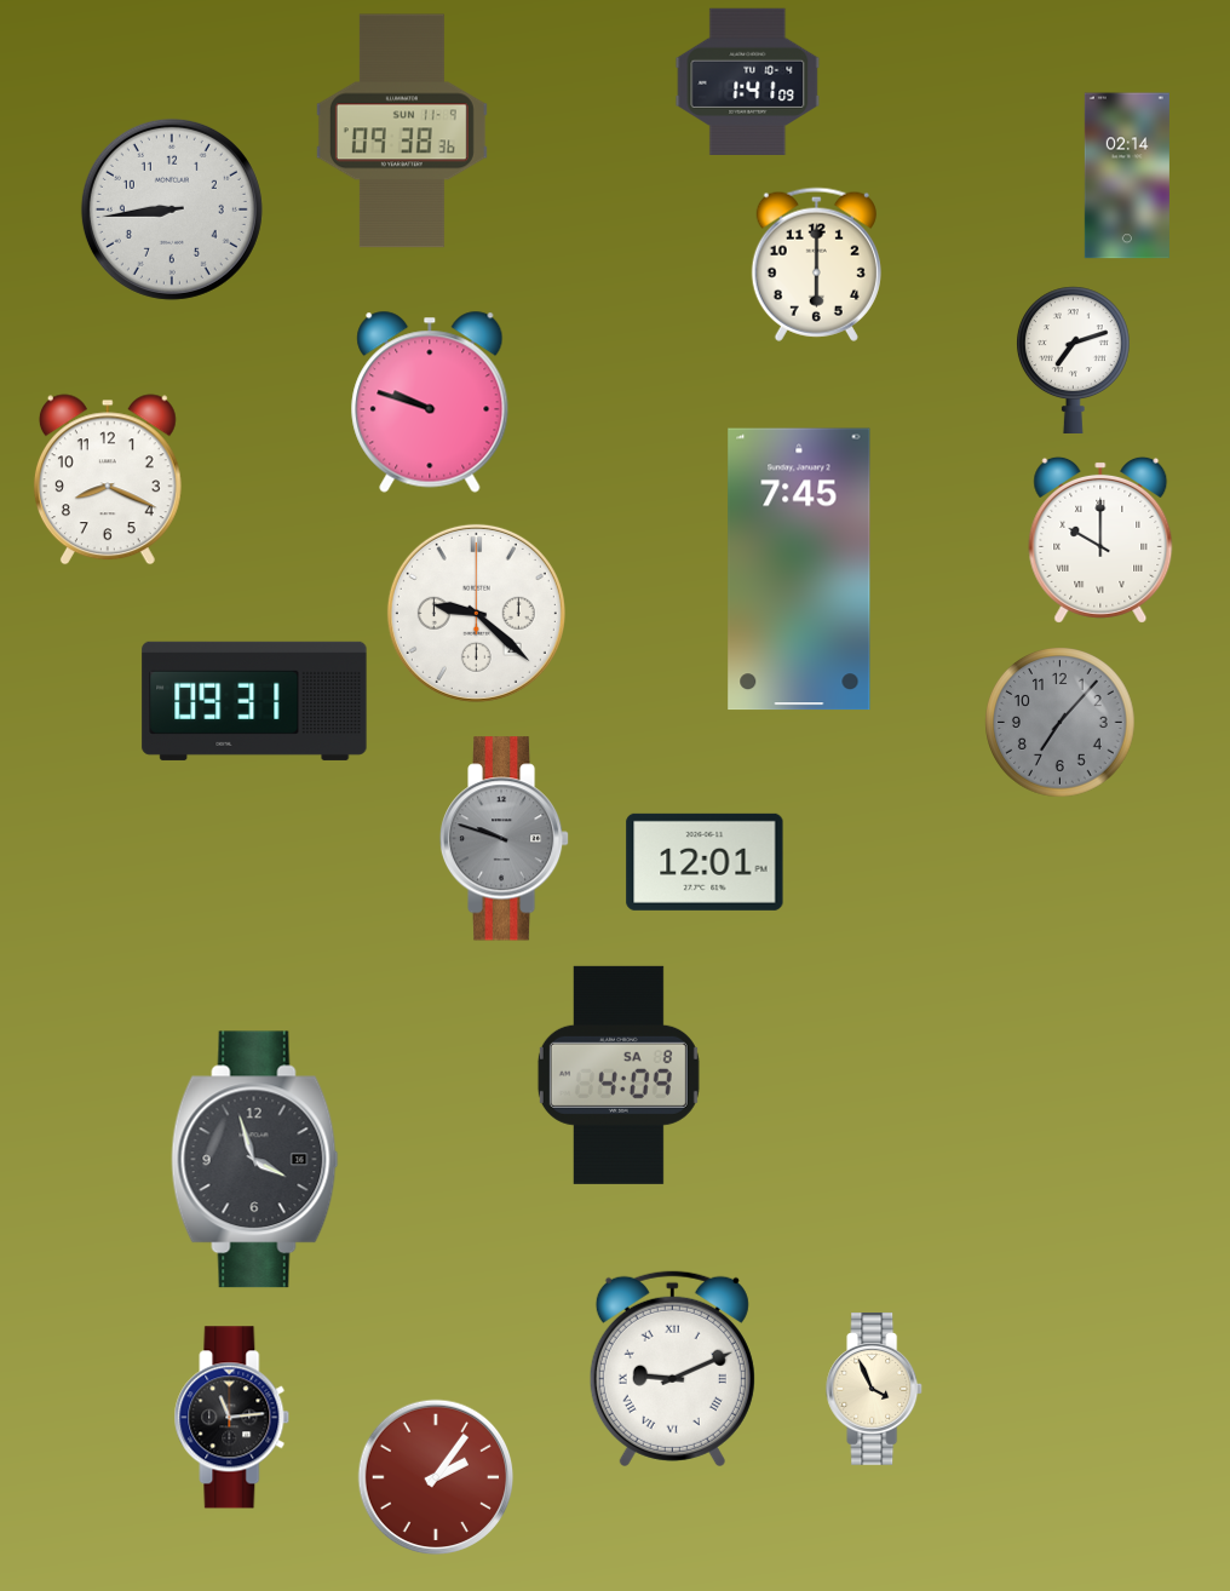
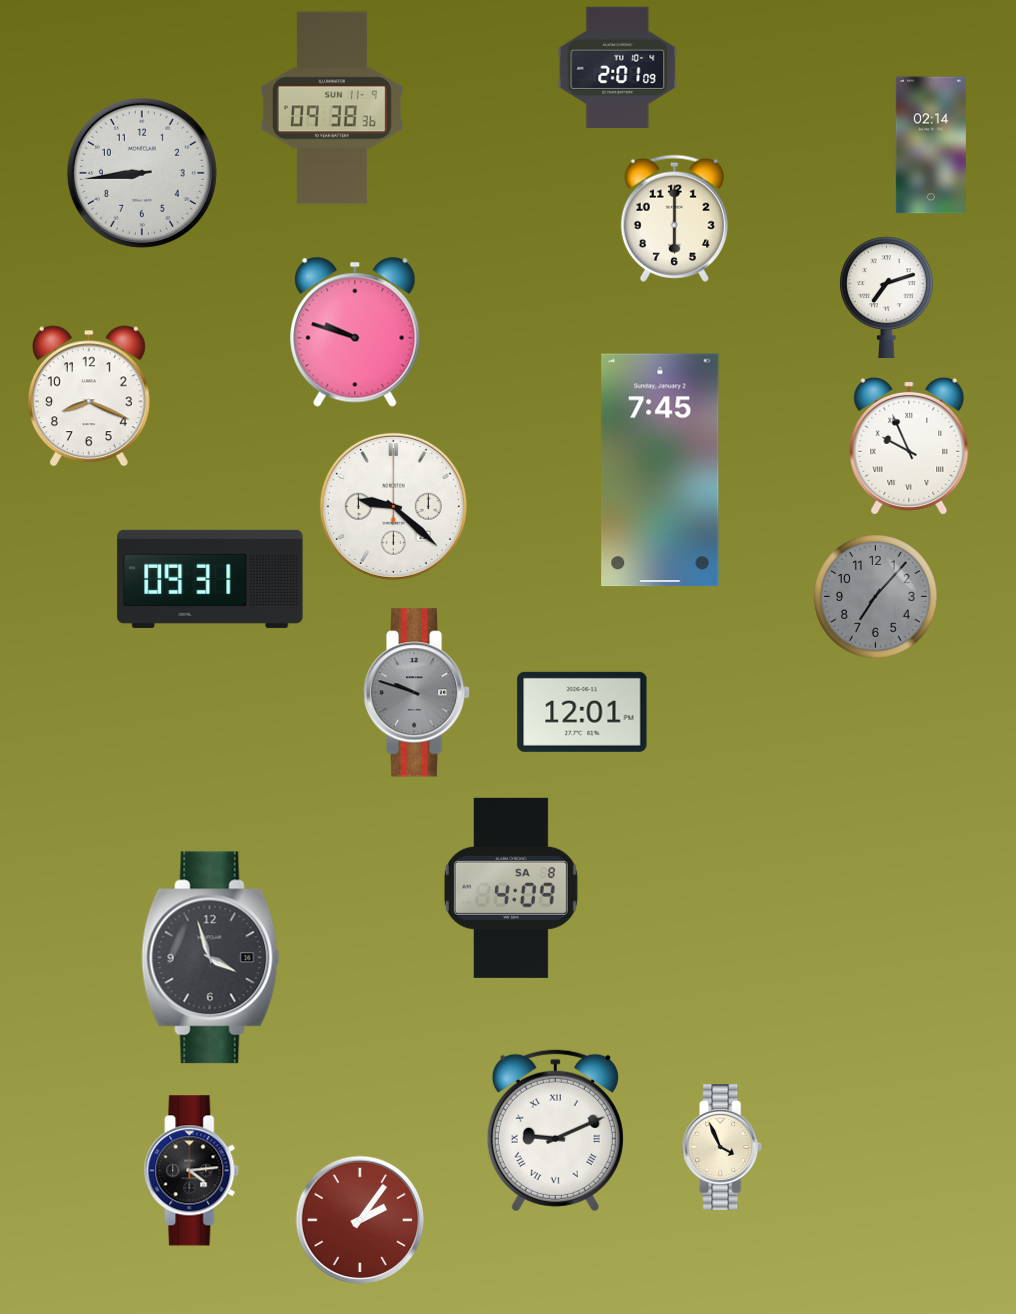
clock at (748, 81): 1:41 -> 2:01
clock at (1100, 540): 10:00 -> 9:56
clock at (232, 1418): 11:14 -> 4:14
